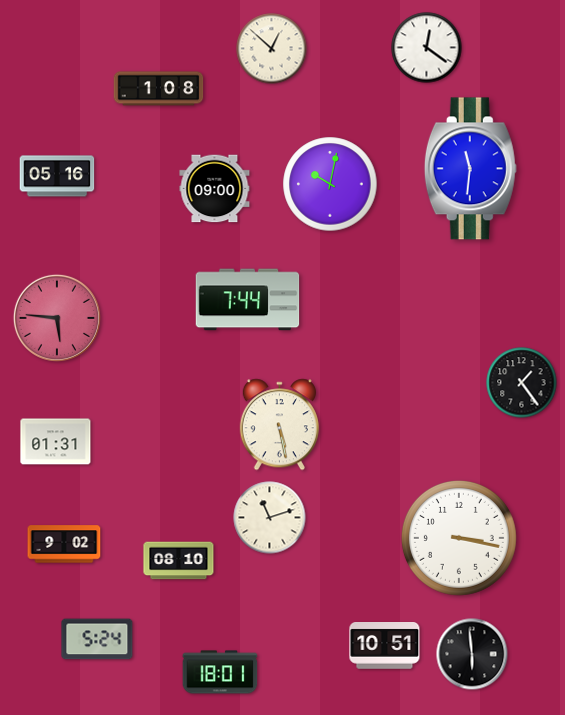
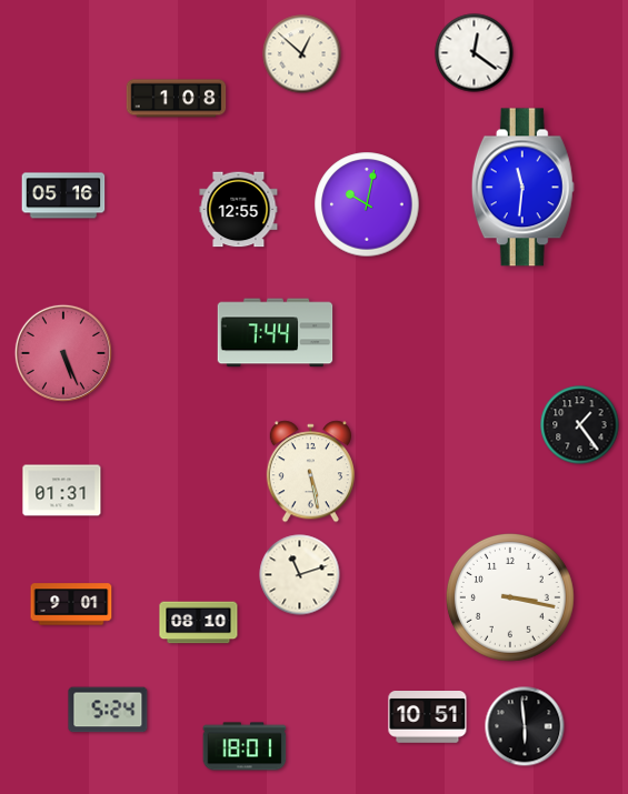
clock at (215, 189): 09:00 -> 12:55
clock at (57, 318): 5:46 -> 5:26
clock at (64, 544): 9:02 -> 9:01
